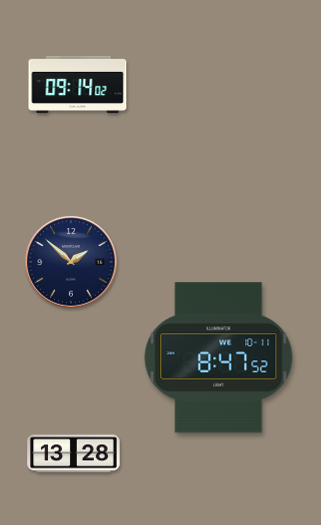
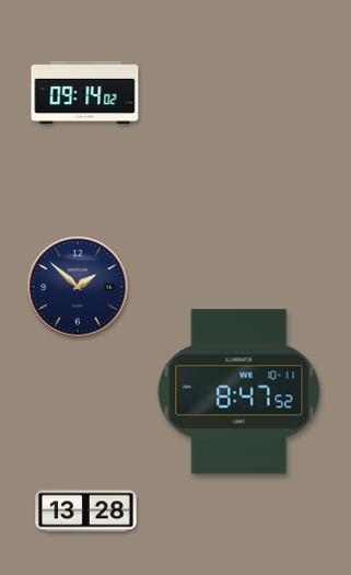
clock at (74, 454) position: (74, 454) -> (86, 511)
